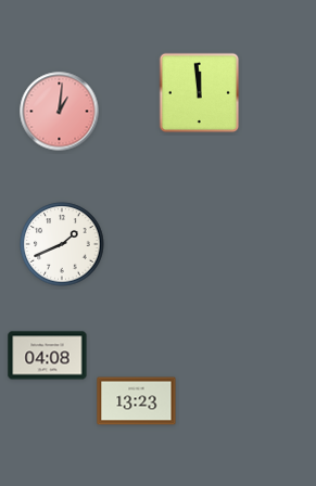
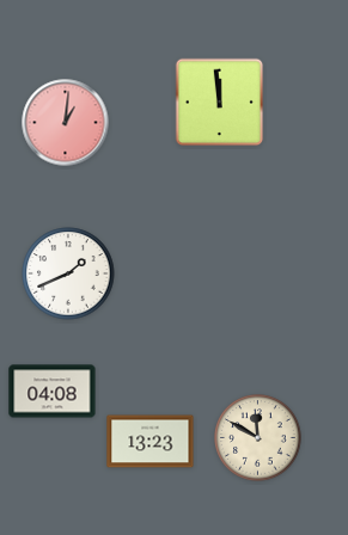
clock at (62, 244) position: (62, 244) -> (68, 273)
clock at (258, 438): none -> 11:50
